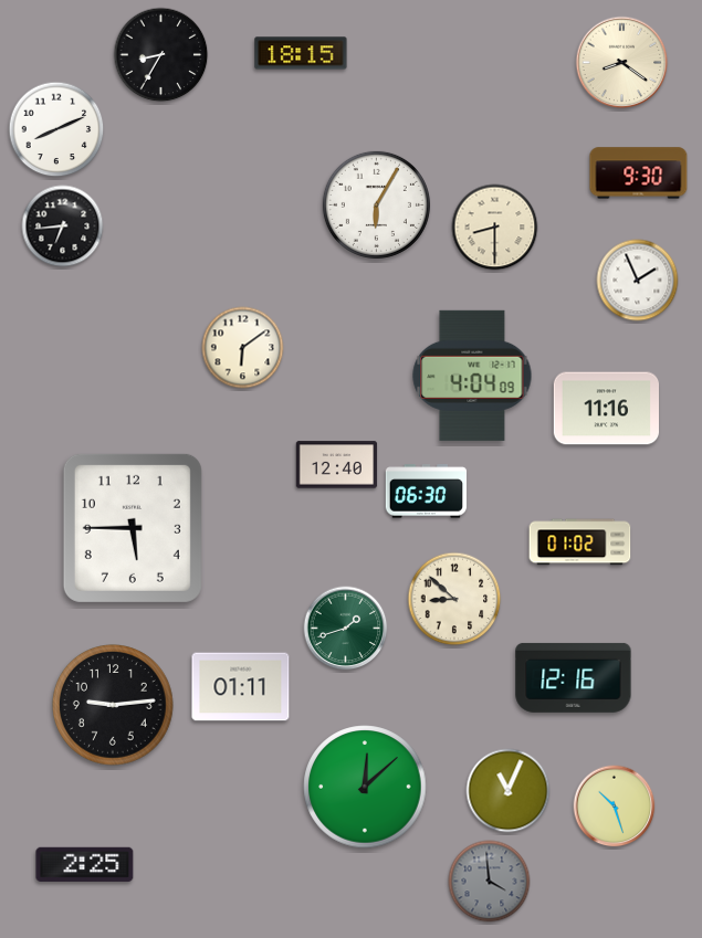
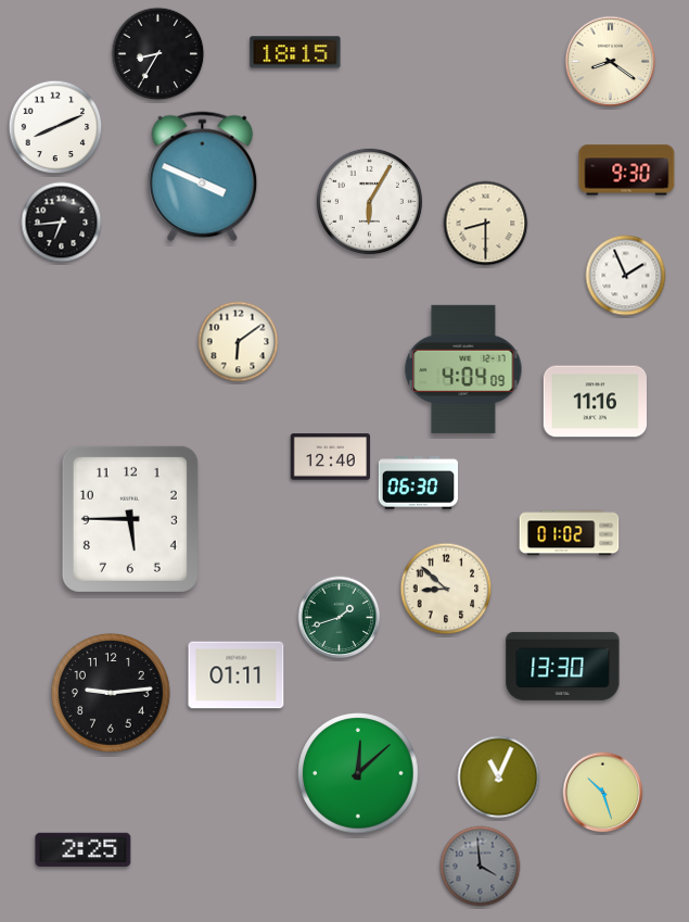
clock at (203, 177): none -> 3:49
clock at (574, 677): 12:16 -> 13:30
